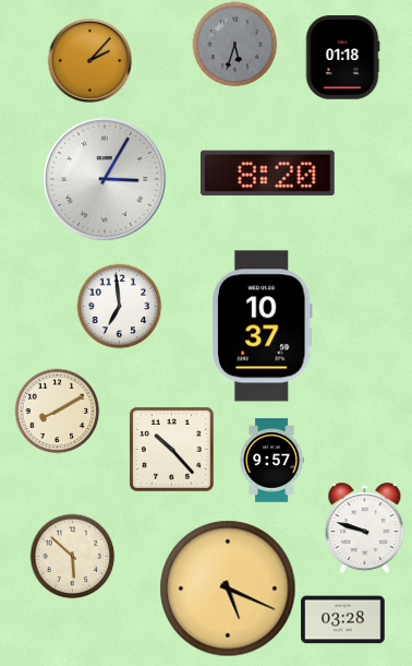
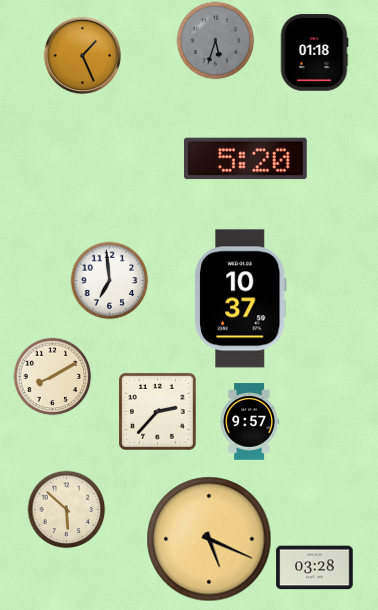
clock at (89, 60): 2:07 -> 1:26
clock at (268, 174): 8:20 -> 5:20
clock at (105, 179): 3:05 -> none
clock at (171, 449): 10:23 -> 2:37
clock at (365, 528): 9:48 -> none
